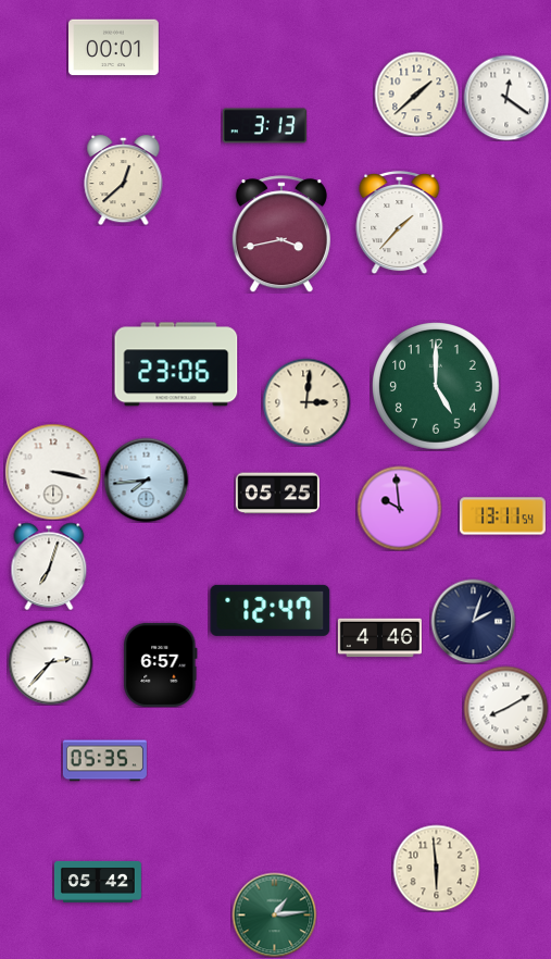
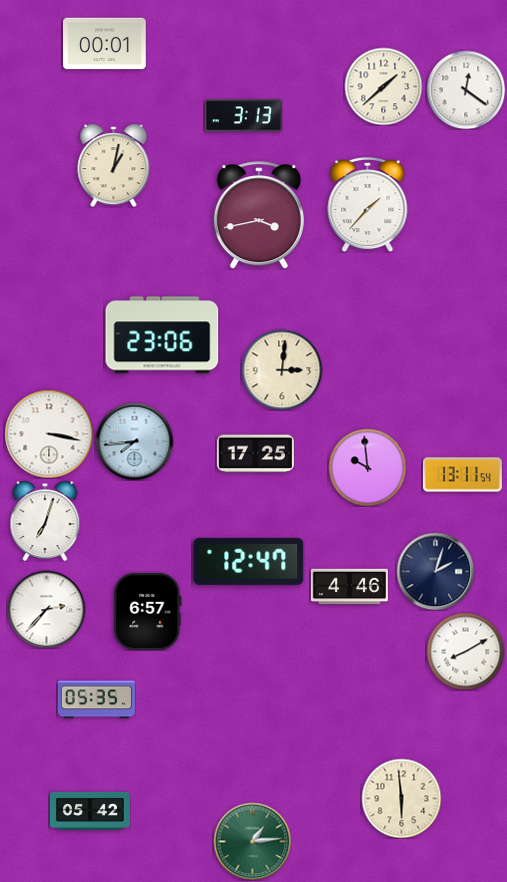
clock at (124, 179): 12:38 -> 1:02
clock at (437, 387): 5:00 -> none
clock at (277, 494): 05:25 -> 17:25
